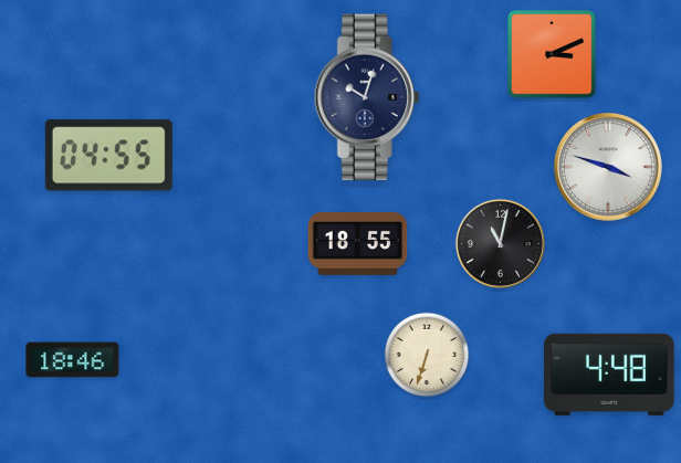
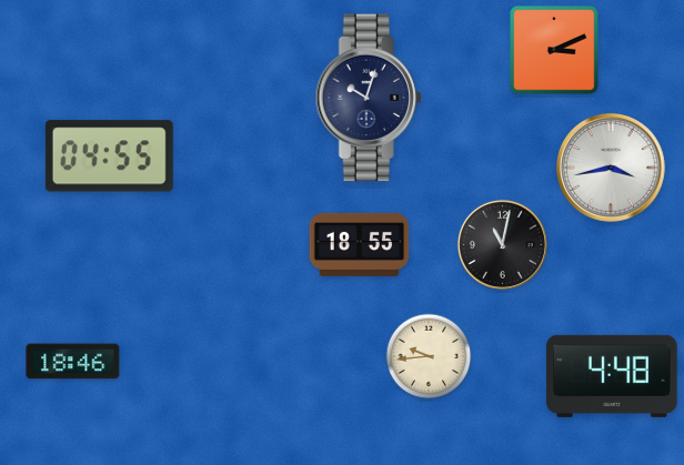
clock at (553, 55) position: (553, 55) -> (555, 51)
clock at (608, 167): 3:48 -> 3:43
clock at (427, 355): 6:33 -> 9:44
